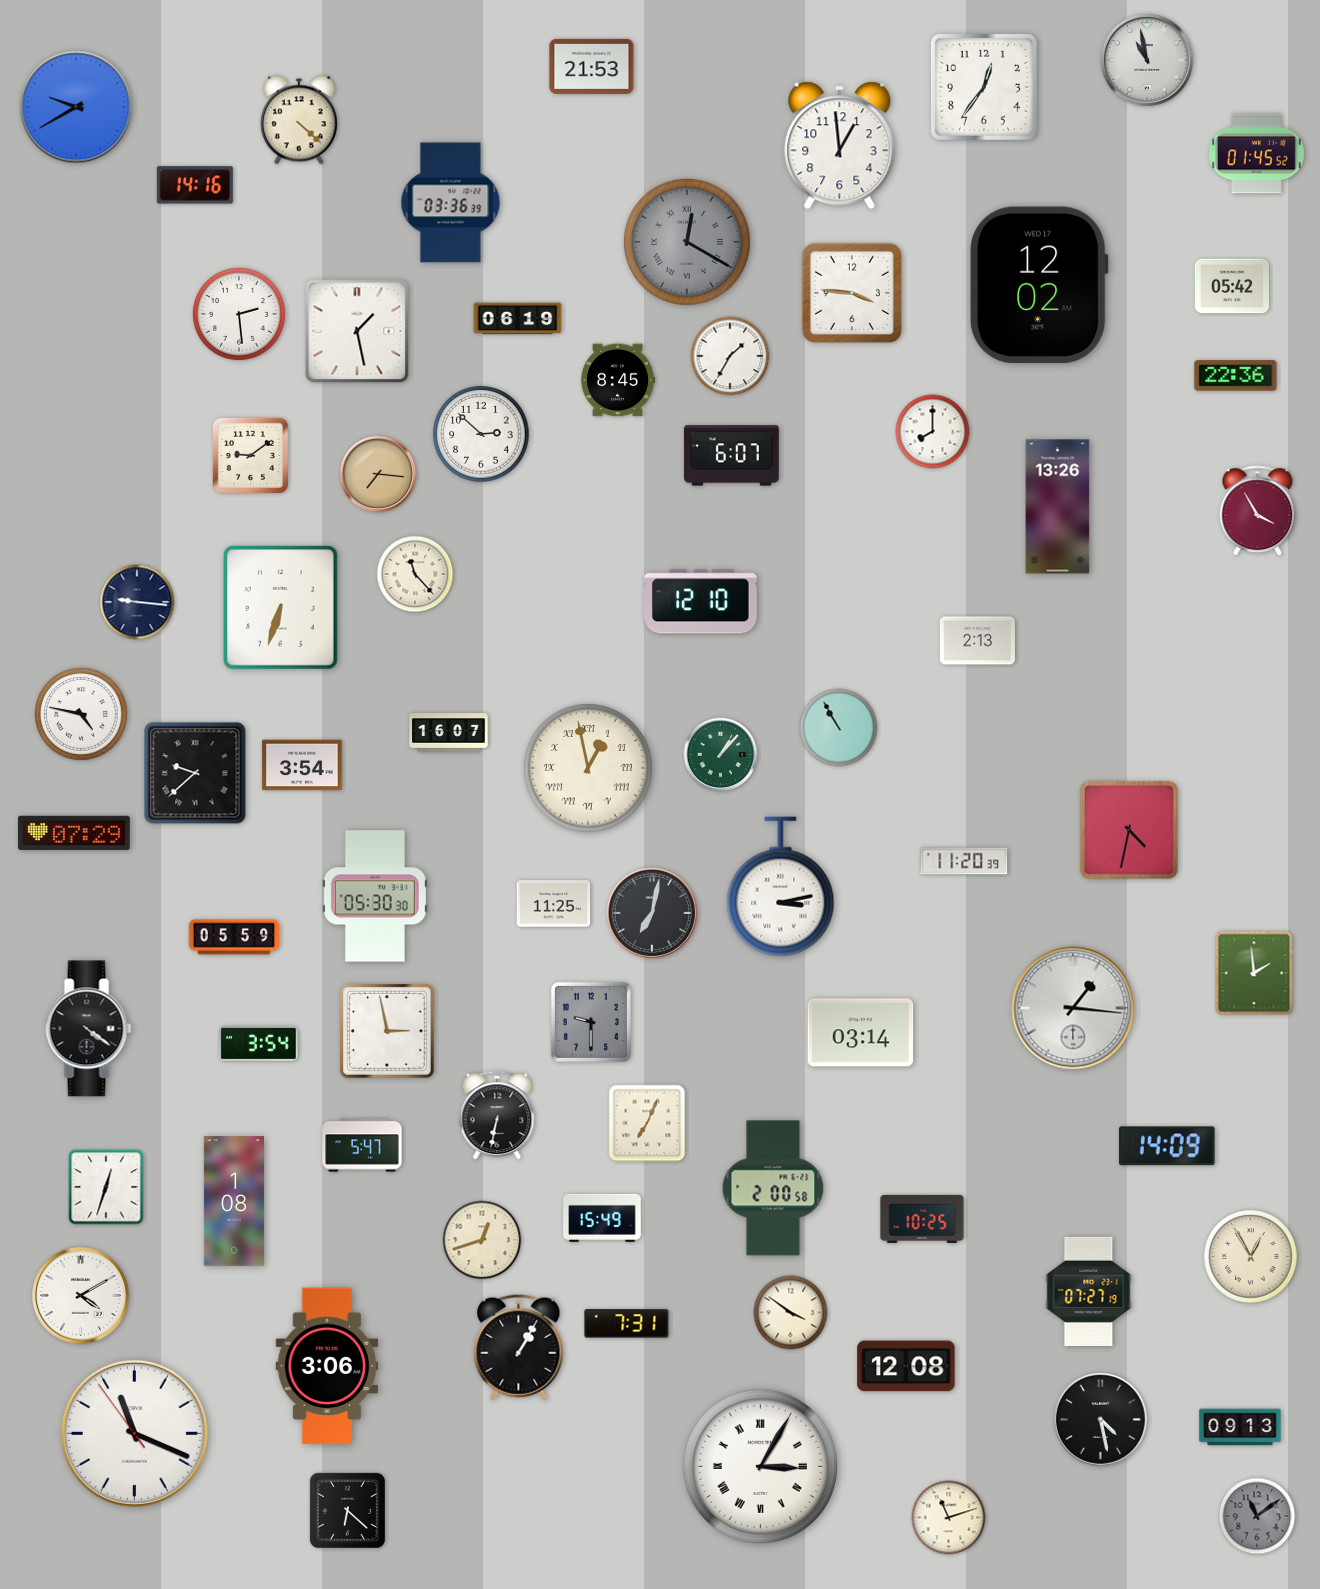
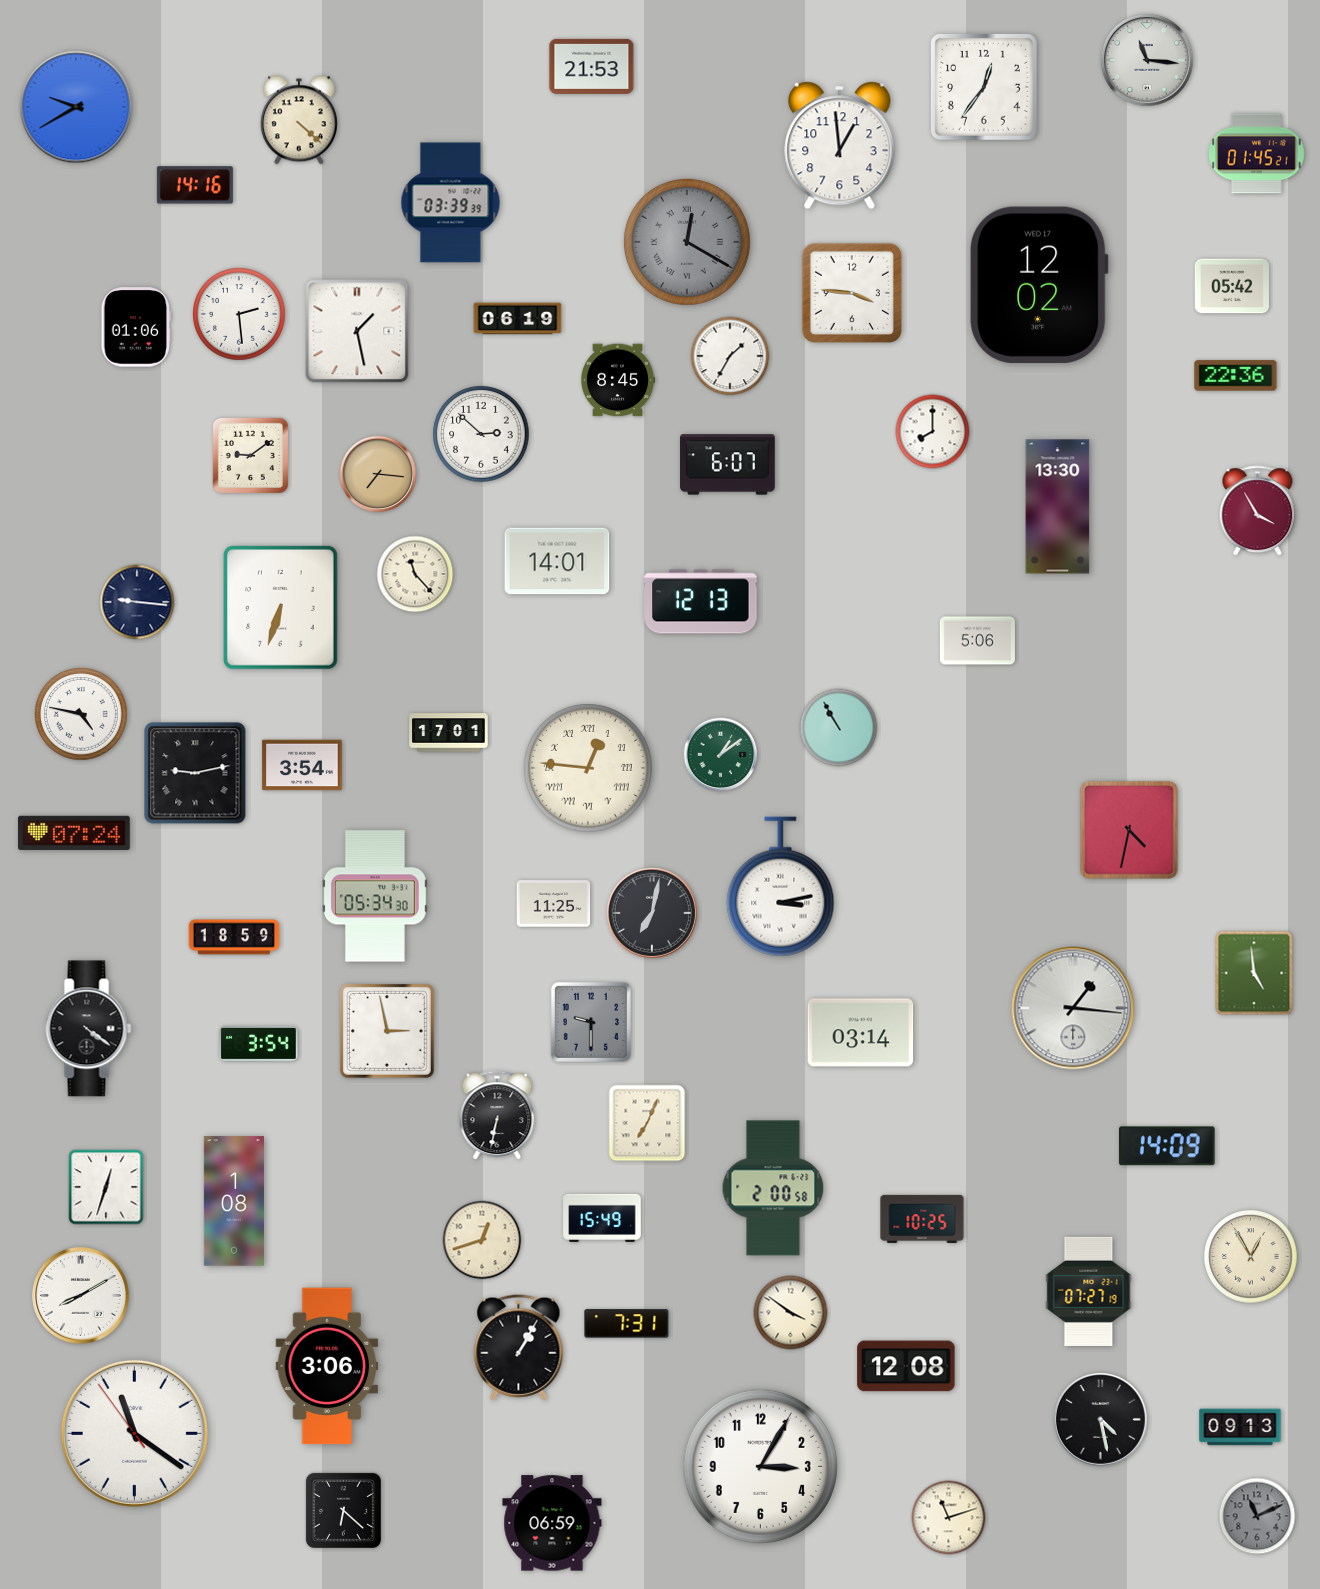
clock at (1147, 60): 10:58 -> 11:16
clock at (1257, 154): 01:45:52 -> 01:45:21
clock at (451, 203): 03:36 -> 03:39
clock at (135, 327): none -> 01:06
clock at (732, 456) position: (732, 456) -> (728, 465)
clock at (1058, 507): 13:26 -> 13:30
clock at (557, 561): none -> 14:01
clock at (701, 602): 12:10 -> 12:13
clock at (977, 641): 2:13 -> 5:06
clock at (449, 733): 16:07 -> 17:01
clock at (721, 755): 1:07 -> 1:09
clock at (588, 768): 12:58 -> 12:46
clock at (195, 773): 9:38 -> 9:13
clock at (74, 833): 07:29 -> 07:24
clock at (964, 861): 11:20 -> none
clock at (375, 896): 05:30 -> 05:34
clock at (234, 937): 05:59 -> 18:59
clock at (1254, 973): 1:59 -> 4:59
clock at (362, 1145): 5:47 -> none
clock at (81, 1296): 4:10 -> 8:10
clock at (134, 1433): 11:18 -> 11:20
clock at (760, 1466) numerals: Roman -> Arabic
clock at (347, 1510) position: (347, 1510) -> (343, 1510)
clock at (1257, 1516): 11:09 -> 11:11
clock at (552, 1523): none -> 06:59
